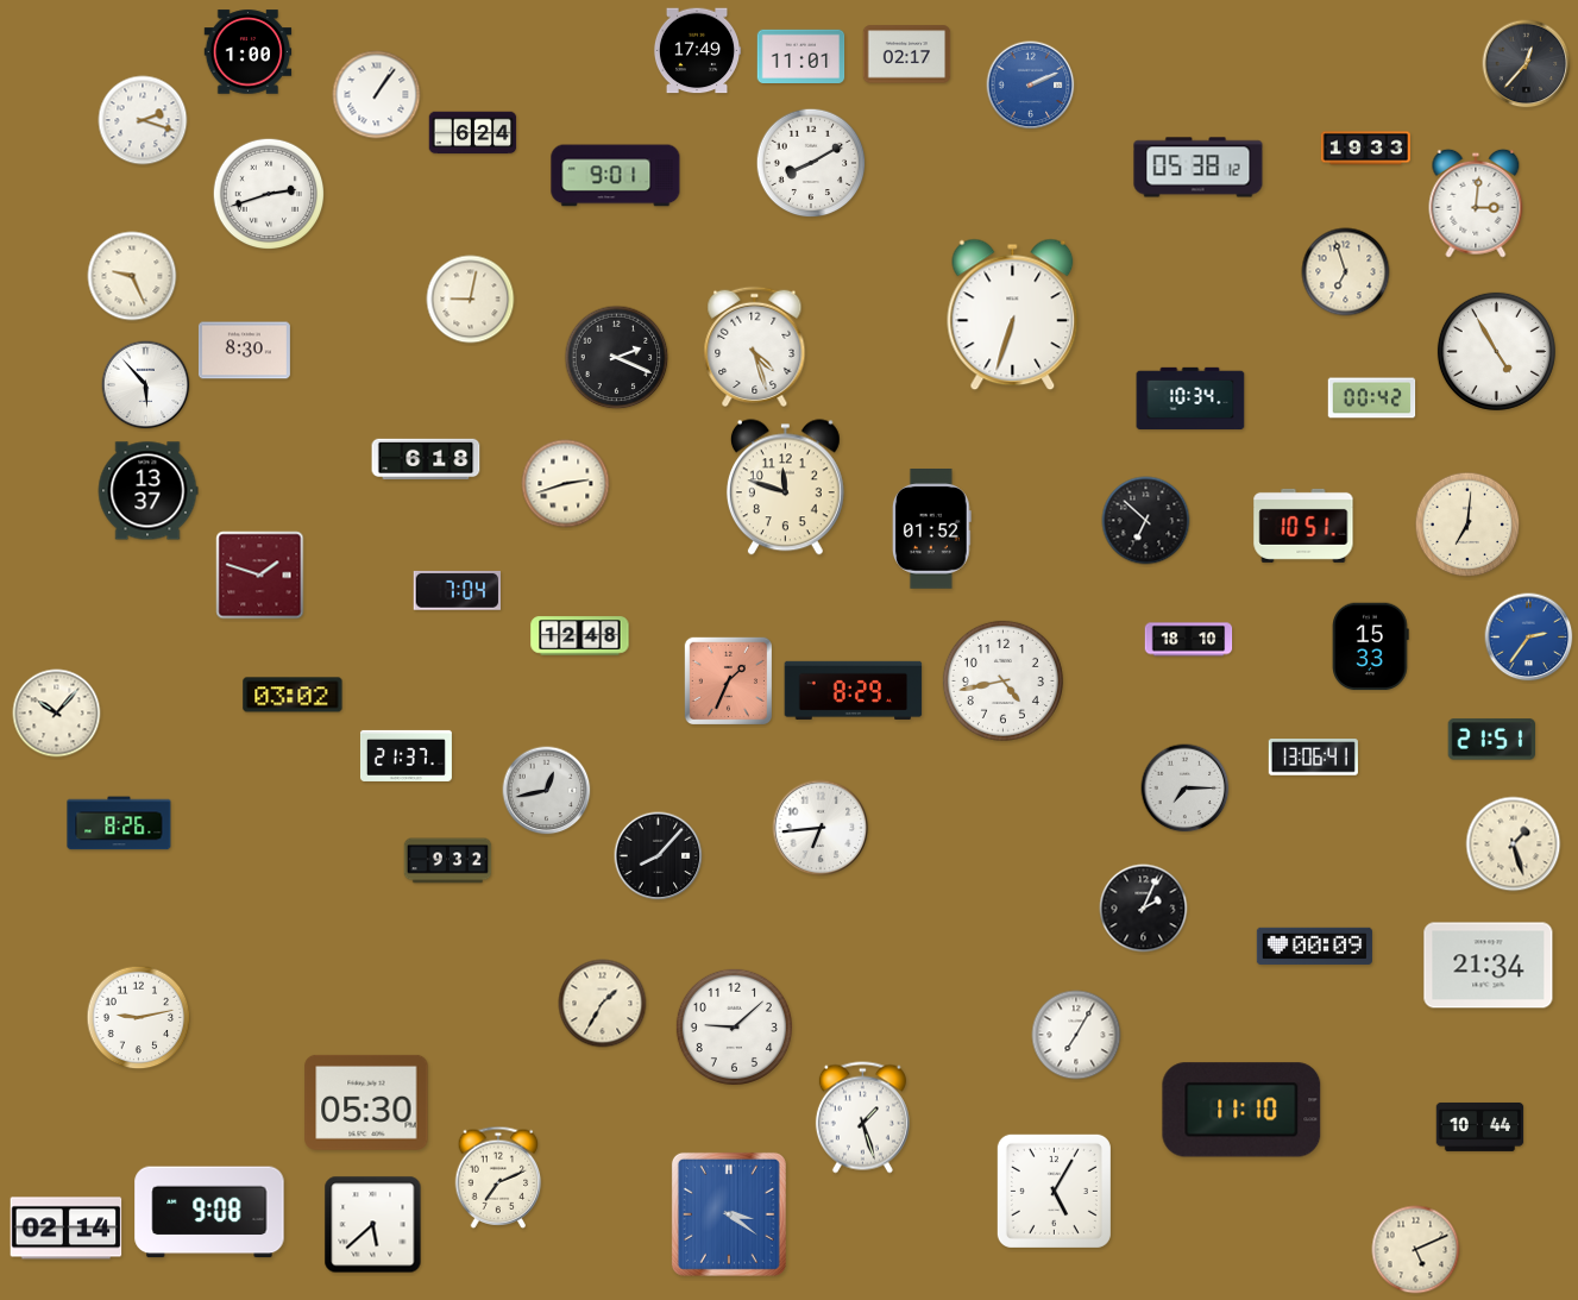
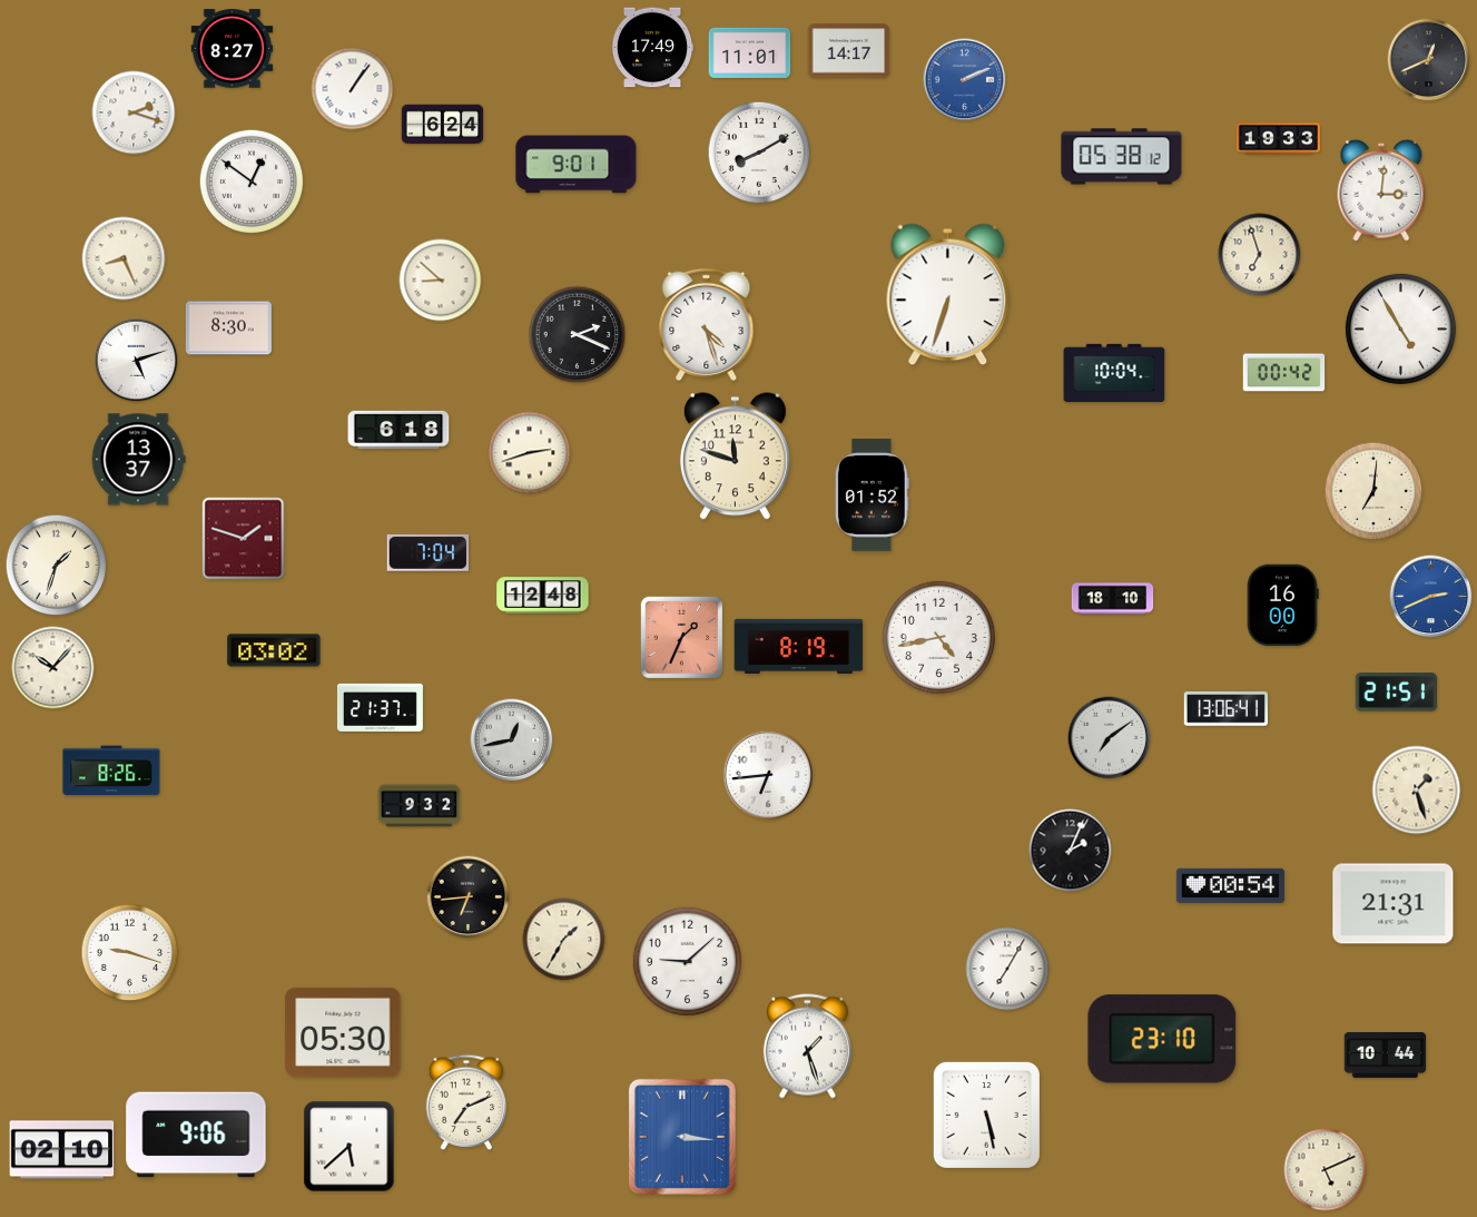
clock at (249, 52): 1:00 -> 8:27
clock at (907, 55): 02:17 -> 14:17
clock at (1527, 64): 12:37 -> 12:41
clock at (269, 194): 2:42 -> 12:51
clock at (132, 276): 9:26 -> 8:26
clock at (471, 300): 9:02 -> 8:52
clock at (146, 385): 5:53 -> 5:12
clock at (1190, 398): 10:34 -> 10:04
clock at (1146, 521): 6:52 -> none
clock at (1303, 526): 10:51 -> none
clock at (57, 566): none -> 1:33
clock at (1529, 638): 2:36 -> 2:41
clock at (1371, 647): 15:33 -> 16:00
clock at (854, 690): 8:29 -> 8:19
clock at (1313, 758) position: (1313, 758) -> (1225, 709)
clock at (1186, 789): 7:15 -> 7:09
clock at (659, 856): 8:07 -> none
clock at (1314, 946): 00:09 -> 00:54
clock at (469, 897): none -> 6:44
clock at (1489, 966): 21:34 -> 21:31
clock at (139, 1018): 9:13 -> 9:18
clock at (1241, 1110): 11:10 -> 23:10
clock at (1054, 1191): 5:05 -> 5:28
clock at (209, 1212): 9:08 -> 9:06
clock at (729, 1214): 3:21 -> 3:16
clock at (67, 1229): 02:14 -> 02:10
